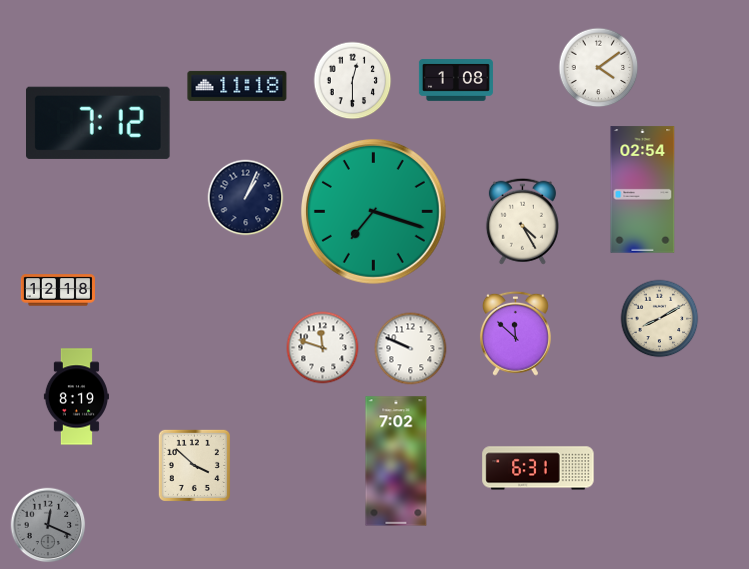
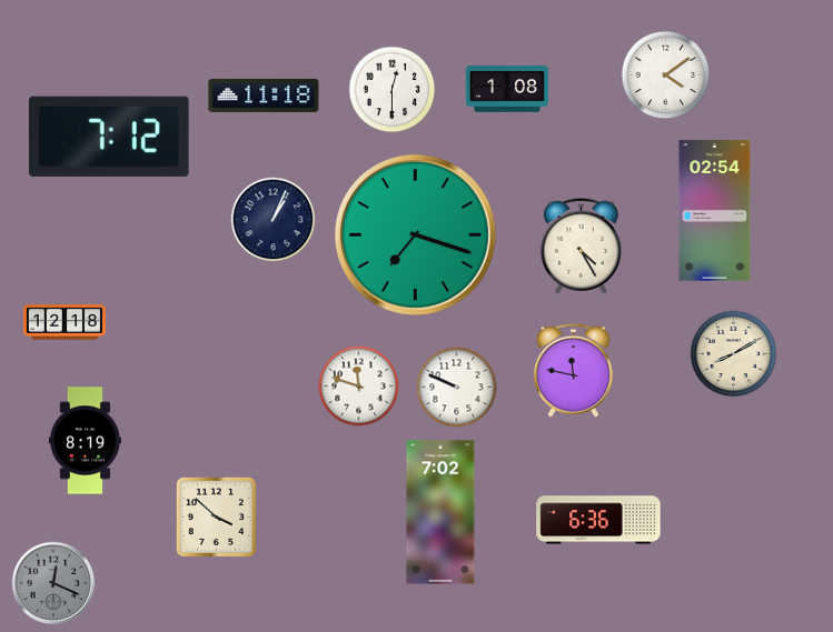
clock at (515, 333): 11:52 -> 11:47
clock at (538, 468): 6:31 -> 6:36
